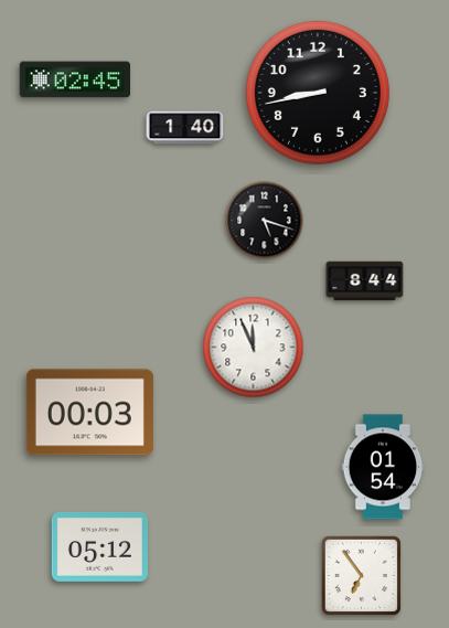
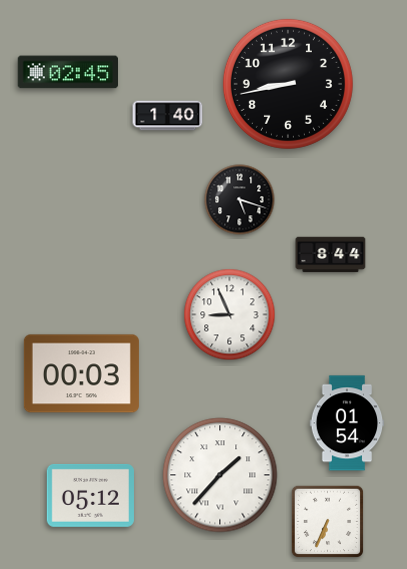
clock at (254, 348): 11:56 -> 8:56
clock at (220, 475): none -> 1:37
clock at (362, 576): 6:54 -> 6:34
